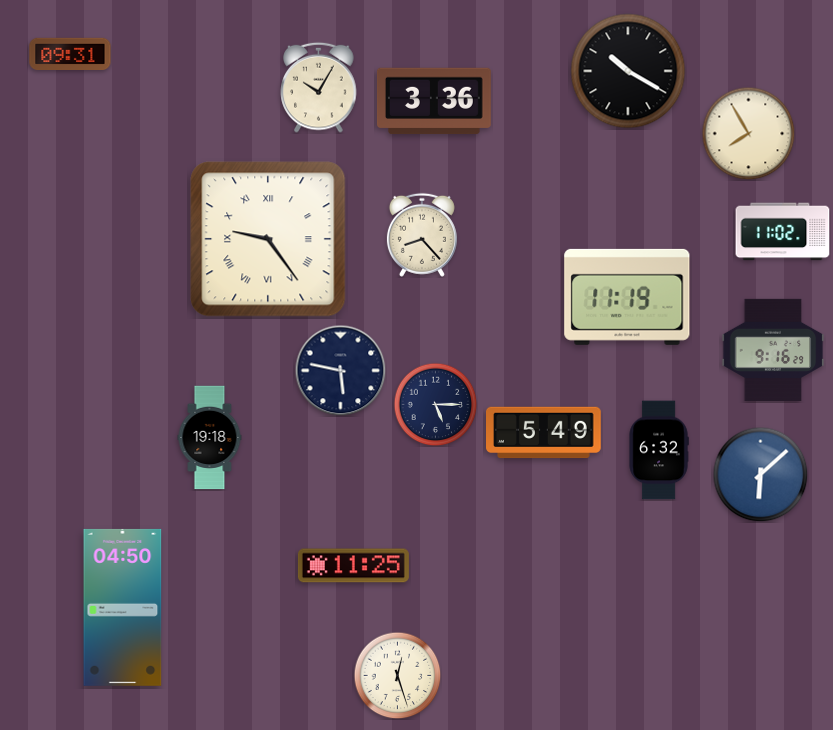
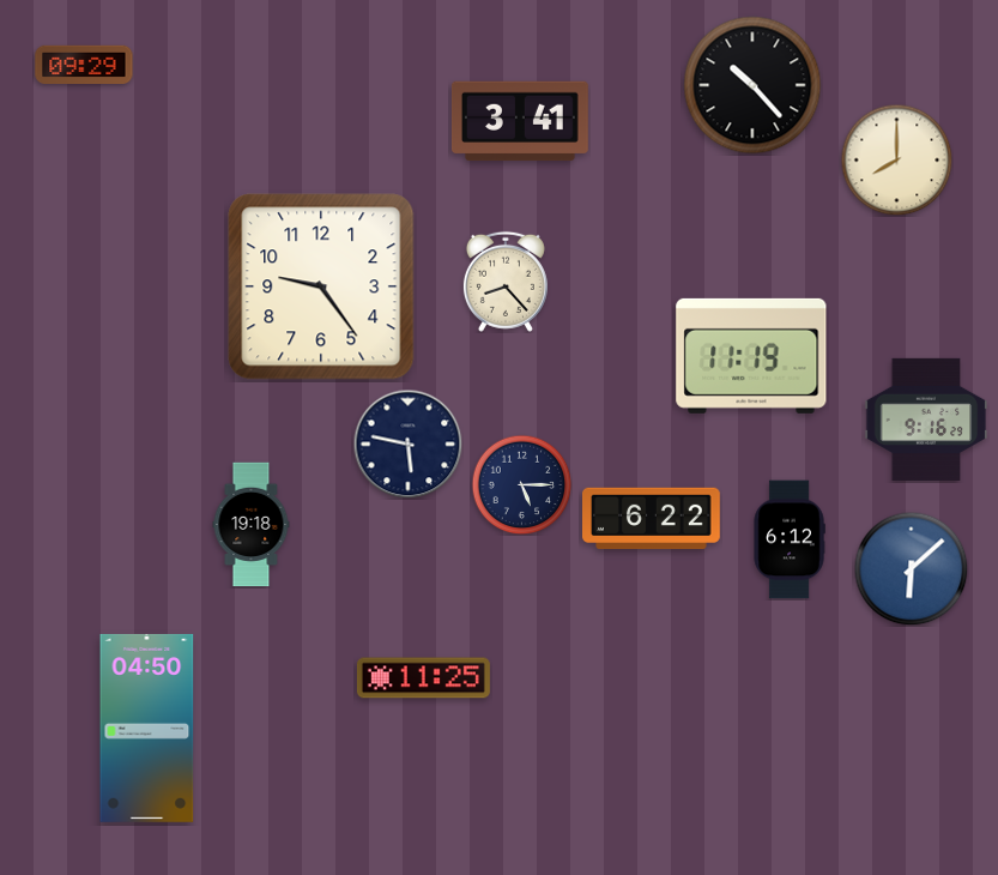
clock at (70, 53): 09:31 -> 09:29
clock at (628, 71): 10:20 -> 10:23
clock at (319, 87): 10:05 -> none
clock at (435, 101): 3:36 -> 3:41
clock at (748, 133): 7:55 -> 8:00
clock at (783, 232): 11:02 -> none
clock at (268, 239) numerals: Roman -> Arabic
clock at (544, 433): 5:49 -> 6:22
clock at (659, 450): 6:32 -> 6:12
clock at (397, 675): 12:27 -> none
